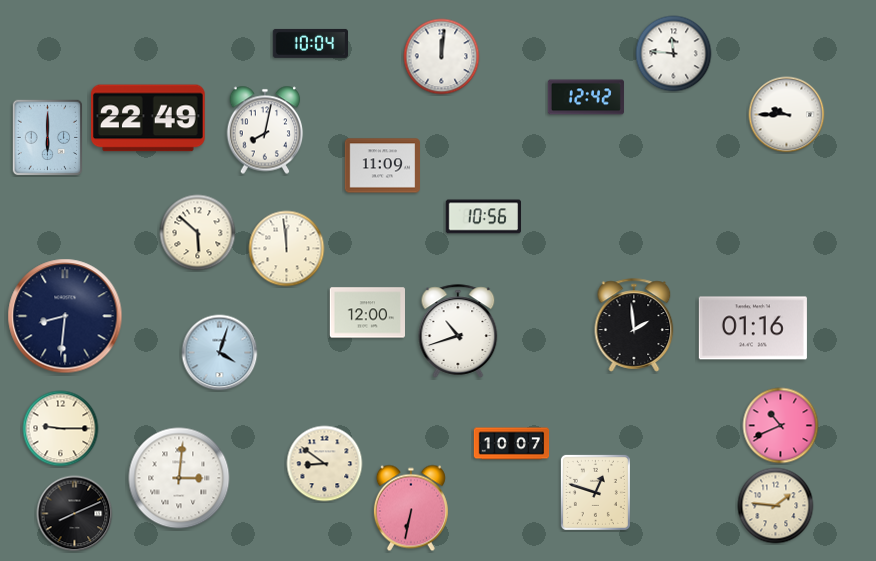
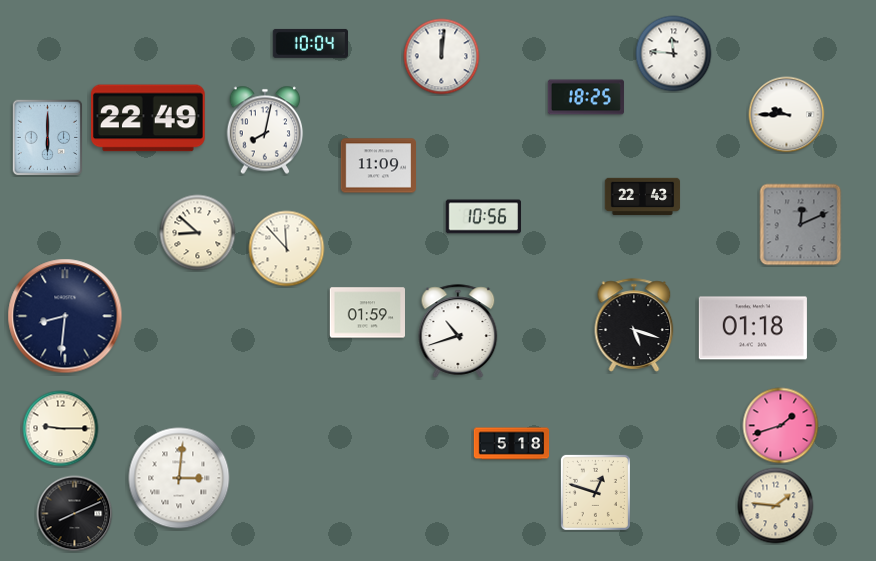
clock at (586, 97): 12:42 -> 18:25
clock at (382, 166) position: (382, 166) -> (378, 166)
clock at (643, 197): none -> 22:43
clock at (801, 225): none -> 12:11
clock at (198, 233): 5:52 -> 8:52
clock at (287, 249): 11:59 -> 11:53
clock at (367, 313): 12:00 -> 01:59
clock at (634, 325): 1:59 -> 5:18
clock at (753, 328): 01:16 -> 01:18
clock at (220, 353): 4:03 -> none
clock at (781, 426): 10:41 -> 1:42
clock at (512, 444): 10:07 -> 5:18
clock at (325, 464): 8:51 -> none
clock at (411, 508): 6:32 -> none
